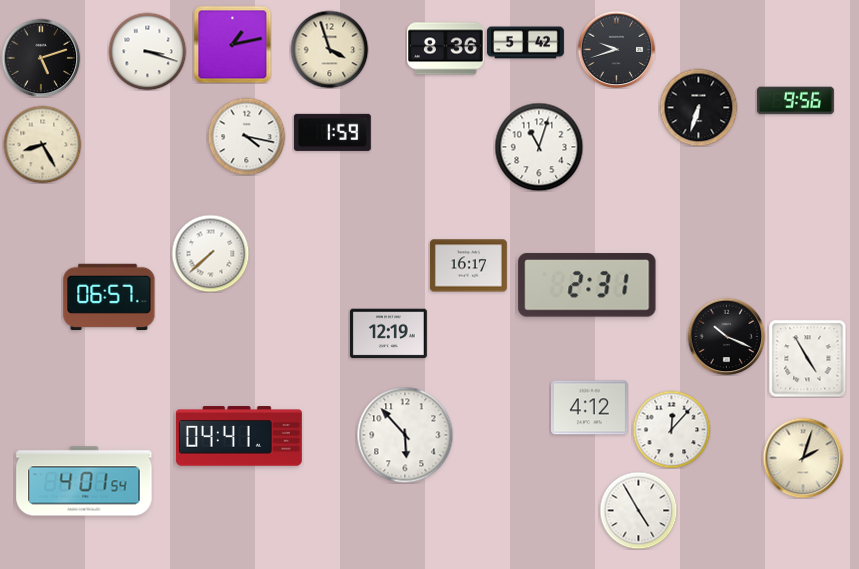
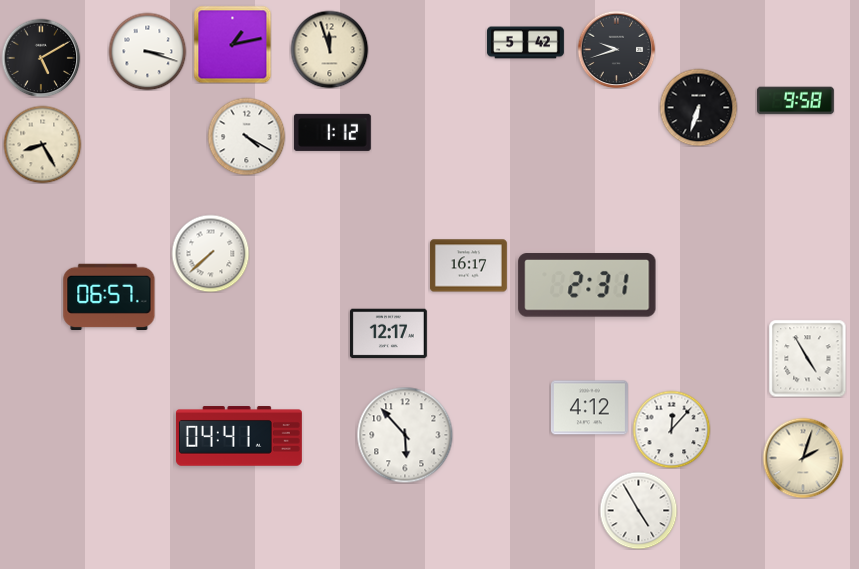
clock at (329, 49): 3:57 -> 11:57
clock at (445, 49): 8:36 -> none
clock at (41, 58): 5:12 -> 5:10
clock at (795, 101): 9:56 -> 9:58
clock at (332, 132): 1:59 -> 1:12
clock at (246, 136): 4:17 -> 4:20
clock at (539, 147): 11:03 -> none
clock at (388, 334): 12:19 -> 12:17
clock at (726, 336): 10:19 -> none
clock at (84, 481): 4:01 -> none
